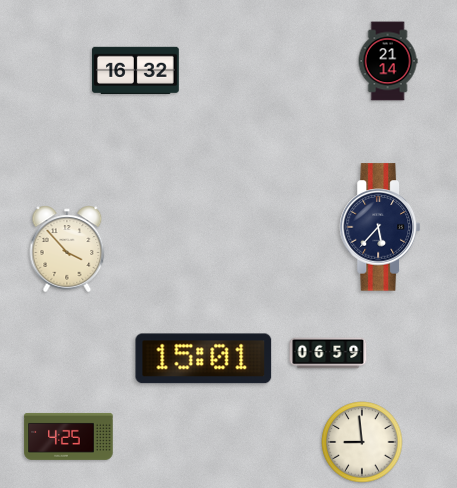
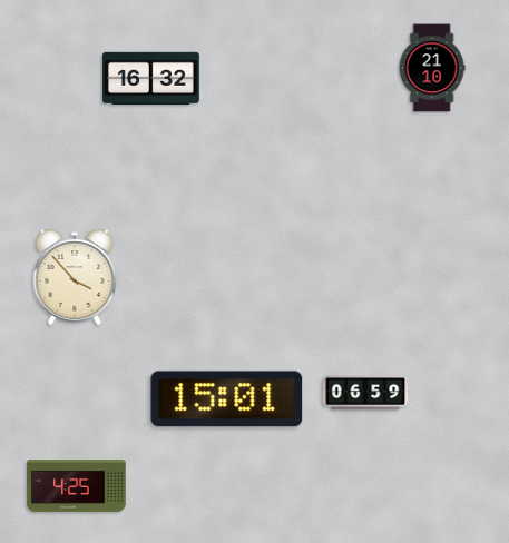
clock at (388, 61): 21:14 -> 21:10
clock at (380, 227): 5:37 -> none
clock at (362, 442): 8:59 -> none
